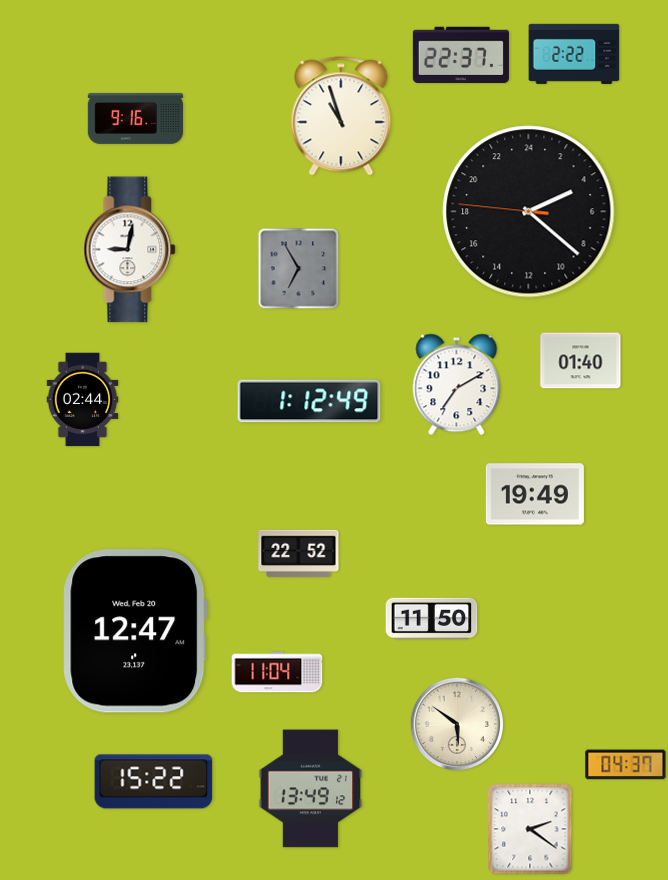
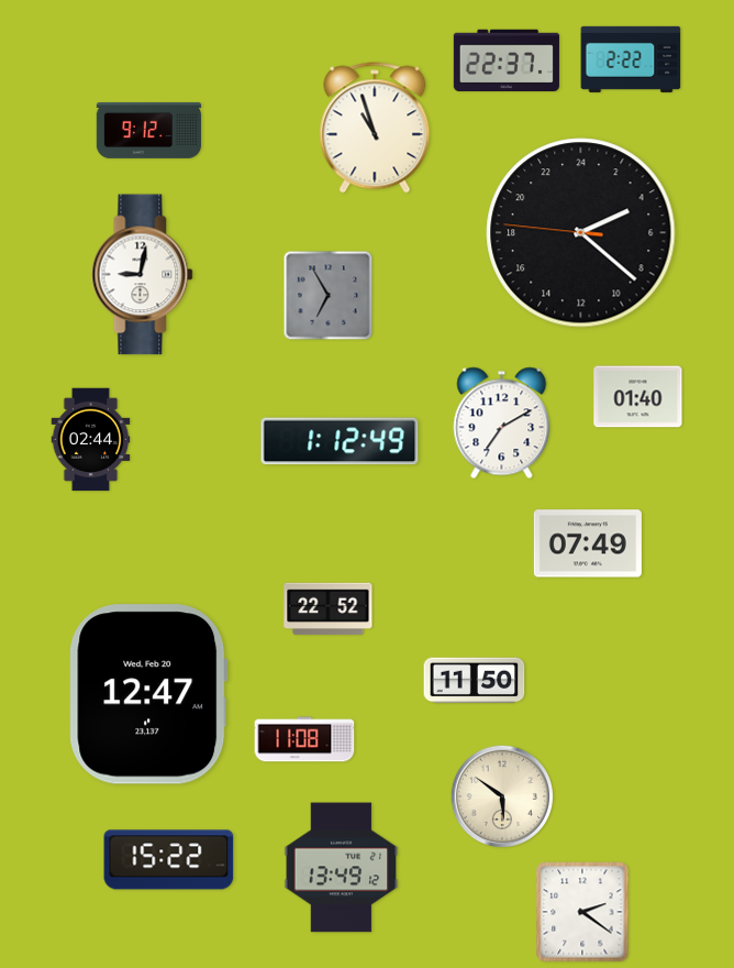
clock at (136, 118): 9:16 -> 9:12
clock at (535, 494): 19:49 -> 07:49
clock at (277, 672): 11:04 -> 11:08
clock at (626, 765): 04:37 -> none
